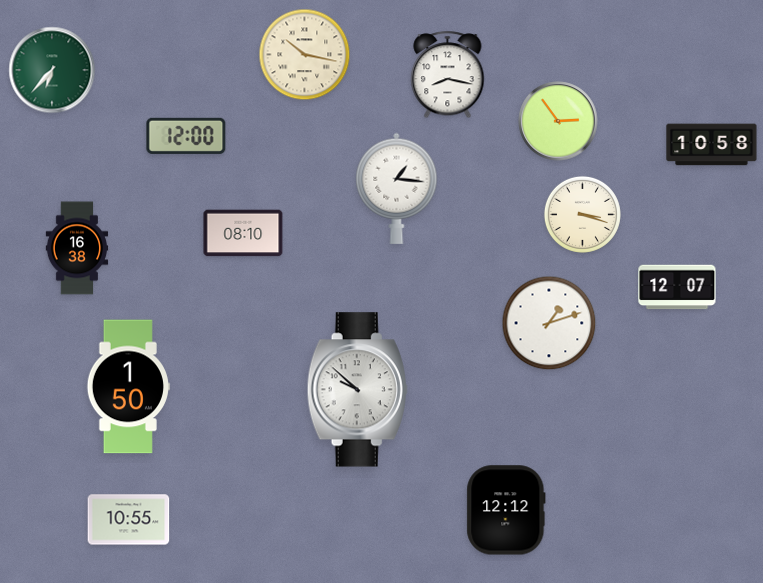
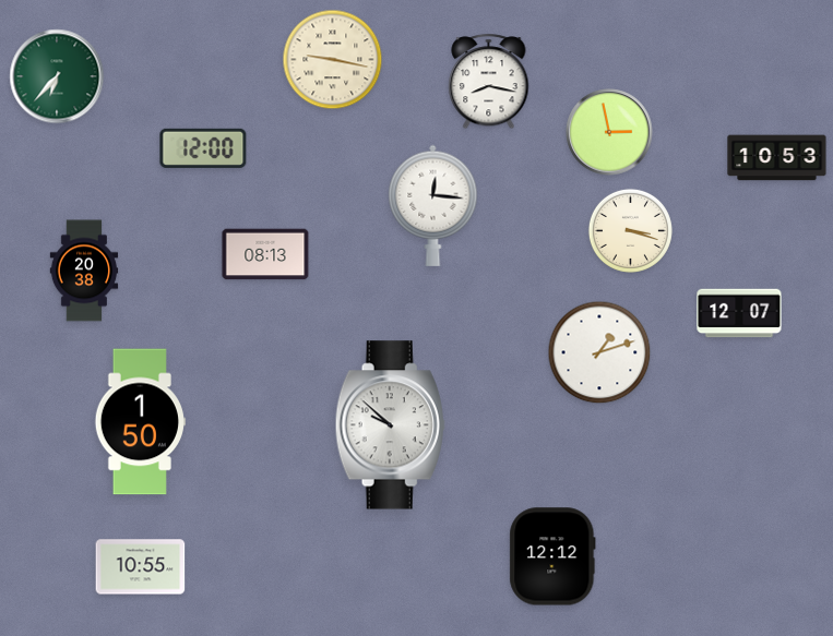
clock at (305, 55): 10:17 -> 9:17
clock at (558, 121): 2:54 -> 2:58
clock at (712, 145): 10:58 -> 10:53
clock at (397, 188): 1:16 -> 12:16
clock at (582, 214) position: (582, 214) -> (630, 230)
clock at (243, 233): 08:10 -> 08:13
clock at (77, 248): 16:38 -> 20:38
